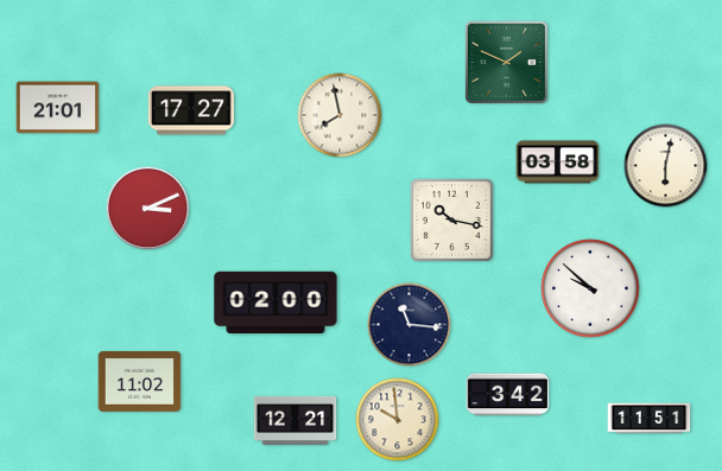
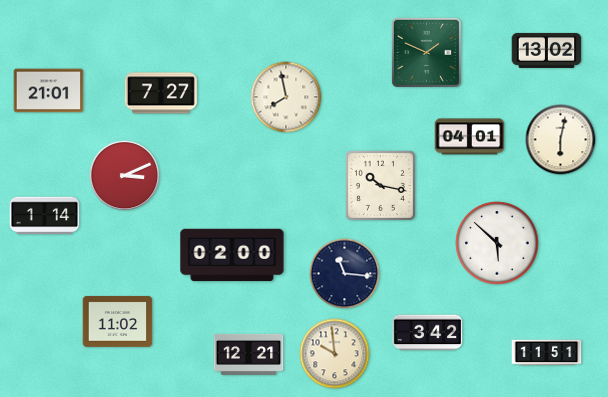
clock at (547, 50): none -> 13:02
clock at (191, 110): 17:27 -> 7:27
clock at (558, 163): 03:58 -> 04:01
clock at (45, 216): none -> 1:14
clock at (590, 288): 9:52 -> 5:52
